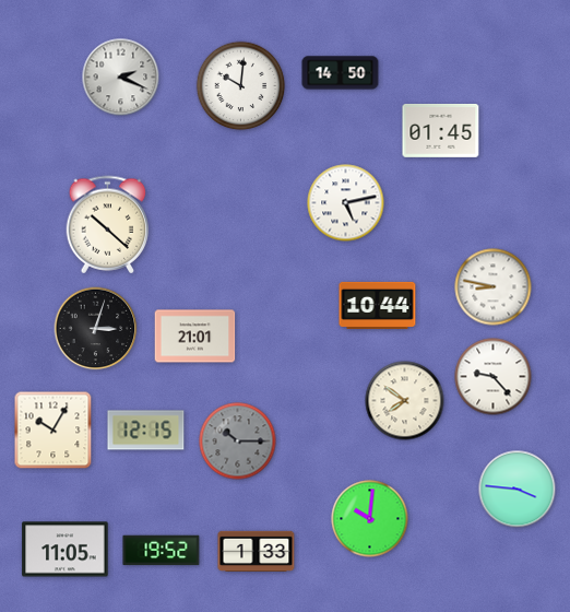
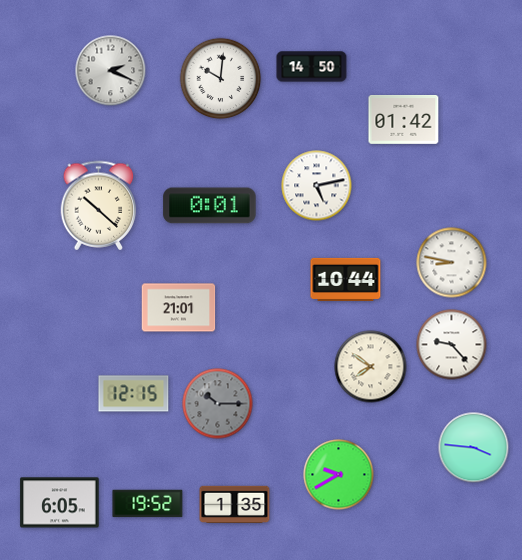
clock at (441, 131): 01:45 -> 01:42
clock at (210, 206): none -> 0:01
clock at (96, 329): 3:03 -> none
clock at (54, 431): 10:05 -> none
clock at (370, 519): 10:01 -> 9:40
clock at (66, 550): 11:05 -> 6:05
clock at (257, 551): 1:33 -> 1:35
